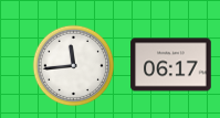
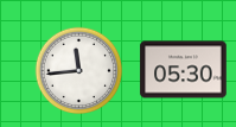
clock at (171, 65): 06:17 -> 05:30
